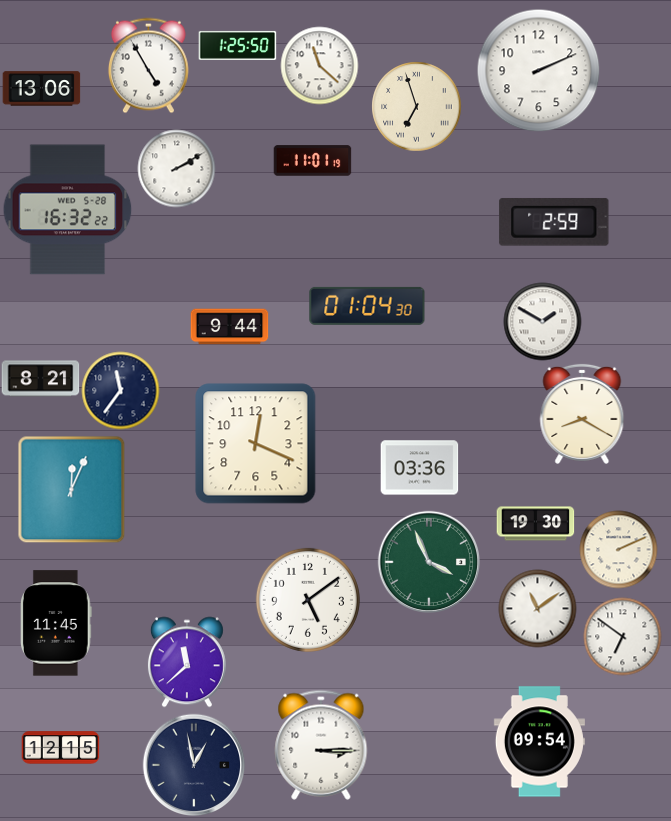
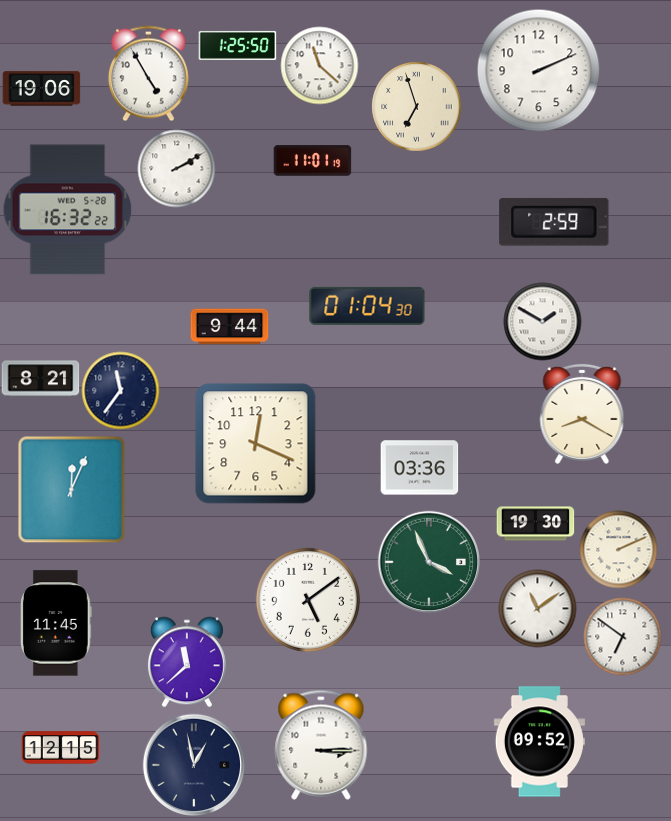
clock at (148, 65) position: (148, 65) -> (148, 73)
clock at (41, 89): 13:06 -> 19:06
clock at (539, 742): 09:54 -> 09:52
